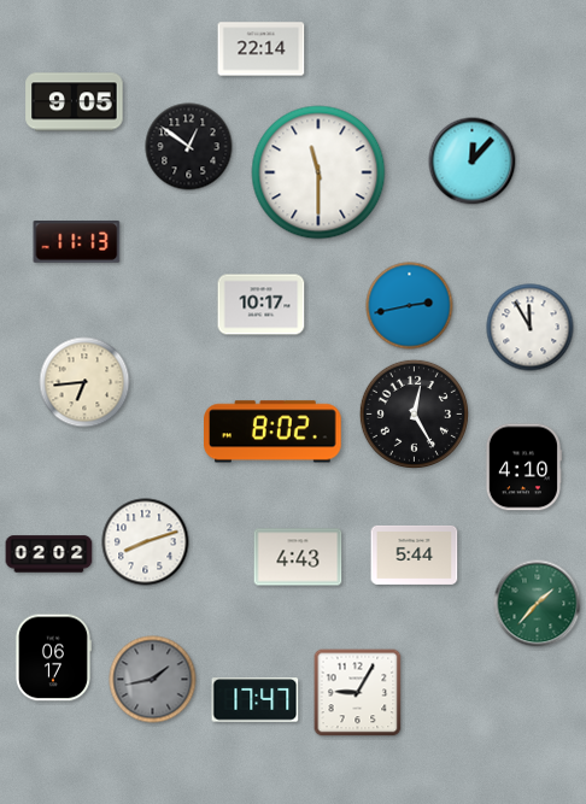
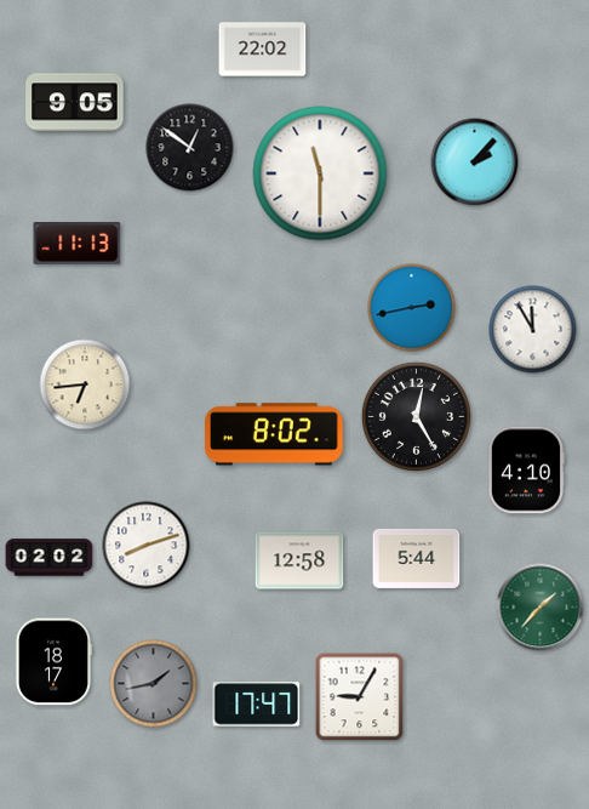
clock at (262, 49): 22:14 -> 22:02
clock at (473, 162): 12:07 -> 2:07
clock at (262, 305): 10:17 -> none
clock at (298, 557): 4:43 -> 12:58
clock at (53, 658): 06:17 -> 18:17
